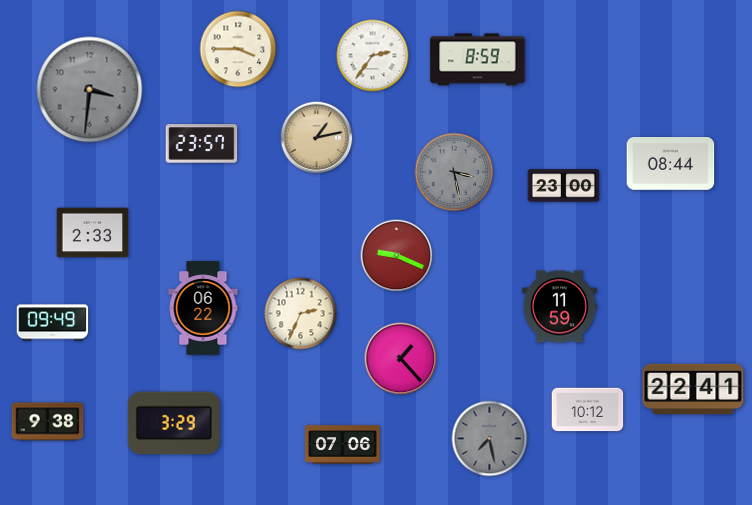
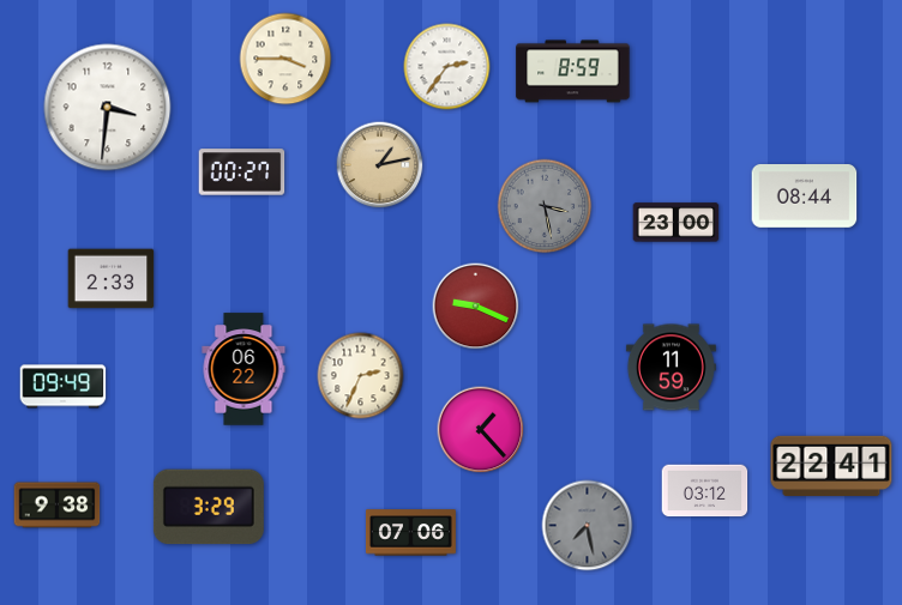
clock at (90, 90) dial: grey -> white
clock at (202, 144): 23:57 -> 00:27
clock at (588, 410): 10:12 -> 03:12
